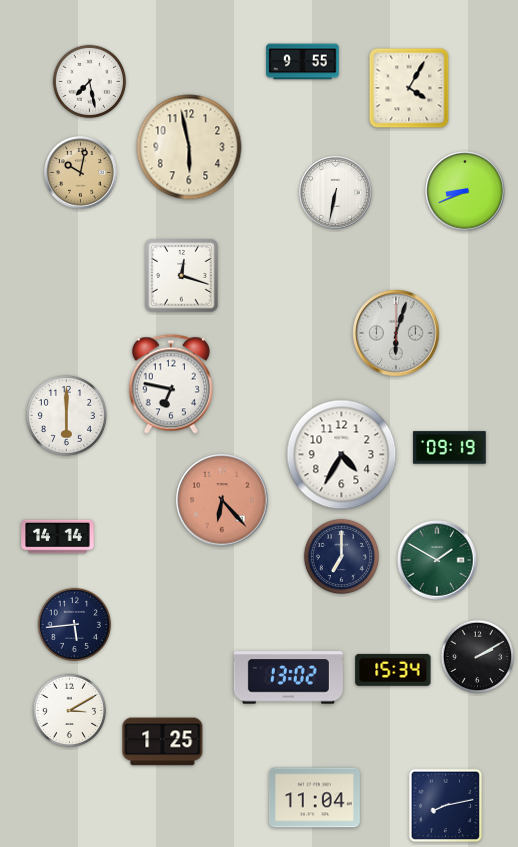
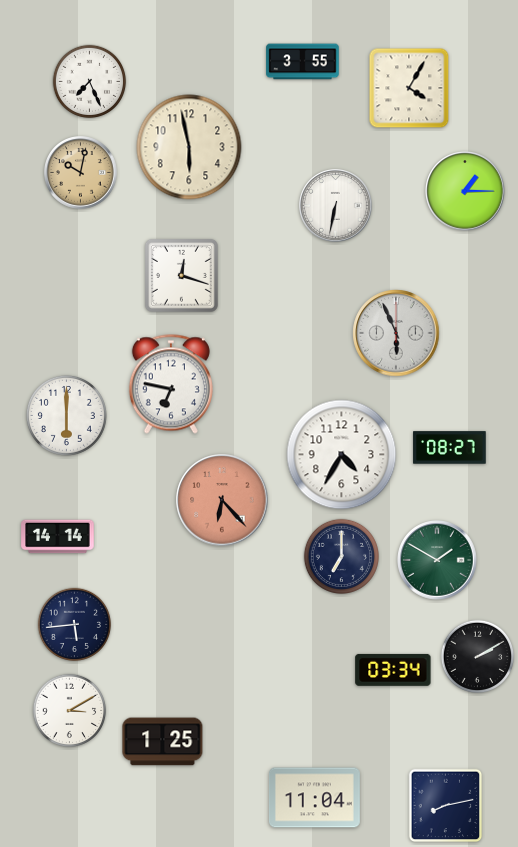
clock at (303, 62): 9:55 -> 3:55
clock at (90, 82): 7:28 -> 7:26
clock at (465, 191): 8:41 -> 1:15
clock at (336, 193) position: (336, 193) -> (336, 206)
clock at (396, 333): 6:03 -> 5:56
clock at (450, 448): 09:19 -> 08:27
clock at (393, 670): 15:34 -> 03:34
clock at (288, 678): 13:02 -> none
